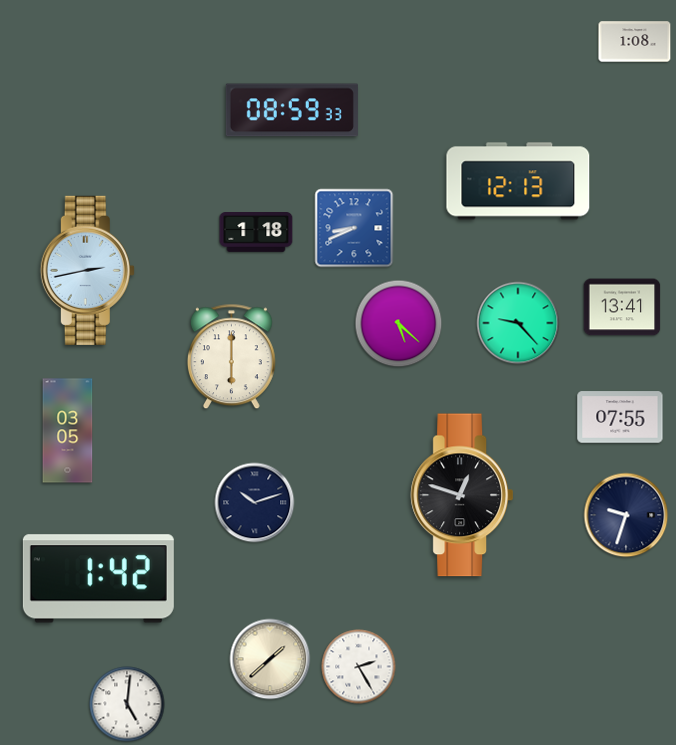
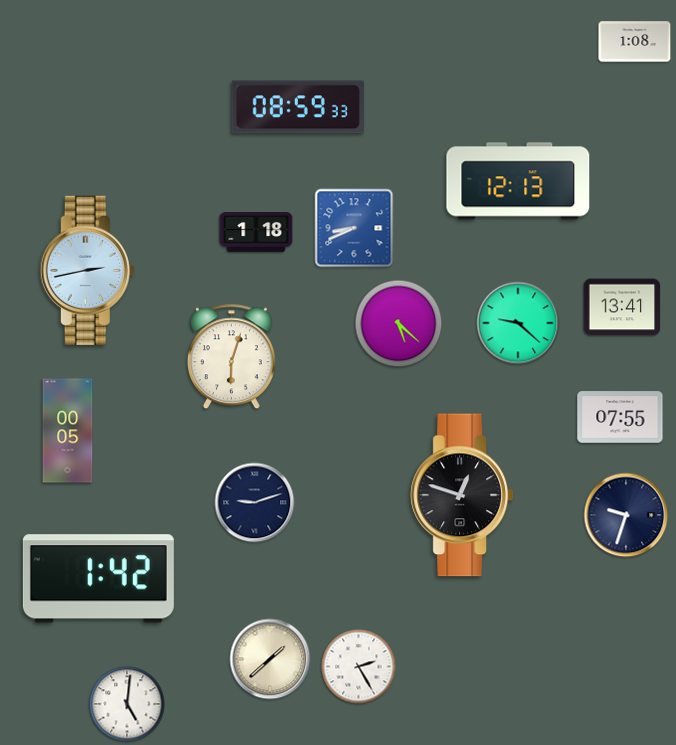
clock at (292, 110) position: (292, 110) -> (298, 107)
clock at (518, 323): 9:23 -> 9:22
clock at (231, 357): 6:00 -> 6:03
clock at (68, 431): 03:05 -> 00:05
clock at (255, 503): 10:12 -> 9:12
